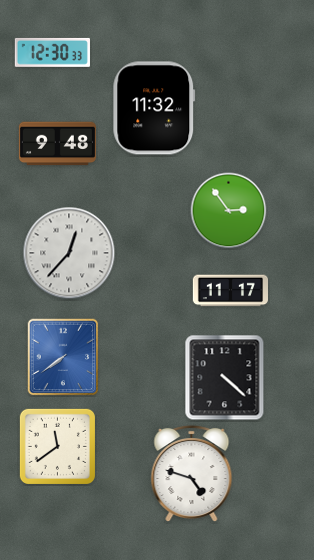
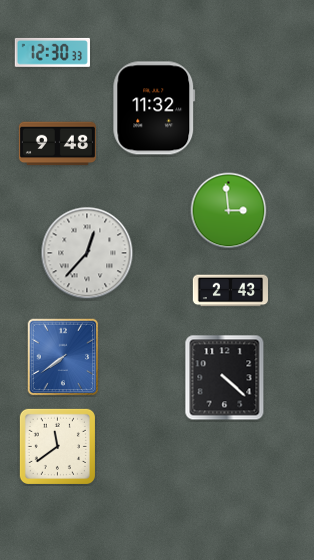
clock at (229, 211): 2:54 -> 2:59
clock at (69, 253) position: (69, 253) -> (87, 253)
clock at (230, 291): 11:17 -> 2:43
clock at (192, 473): 4:48 -> none
